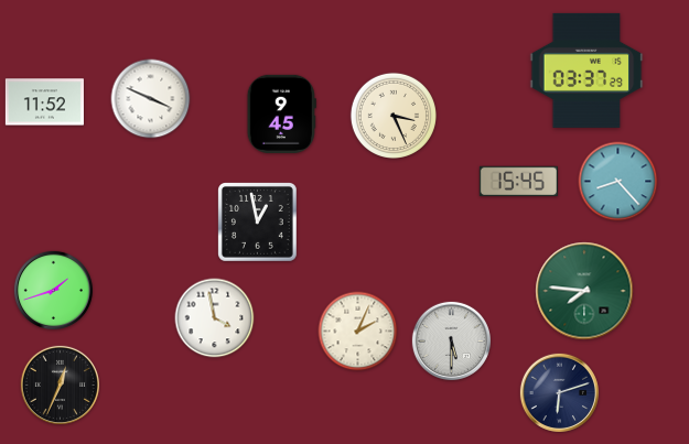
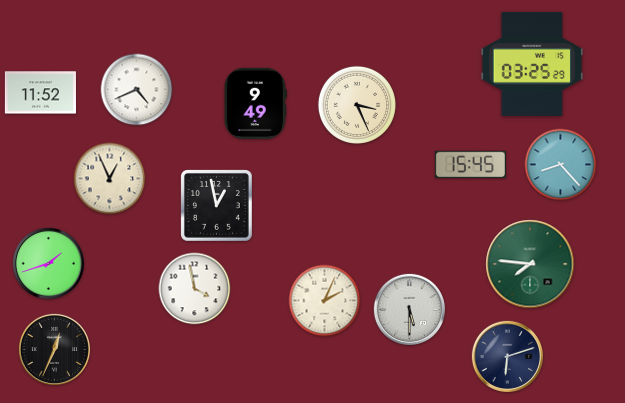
clock at (586, 71): 03:37 -> 03:25
clock at (151, 99): 3:49 -> 4:41
clock at (281, 113): 9:45 -> 9:49
clock at (110, 179): none -> 12:56
clock at (258, 223) position: (258, 223) -> (217, 206)
